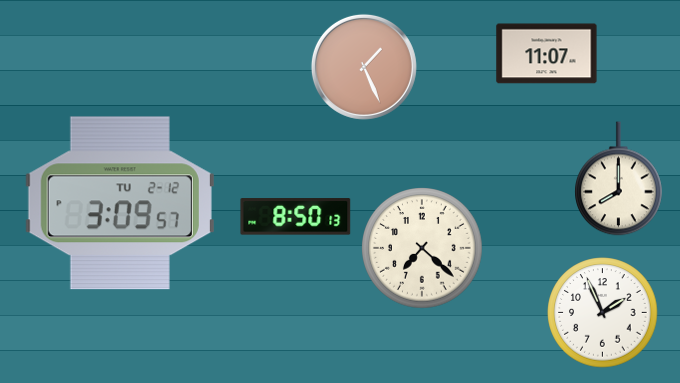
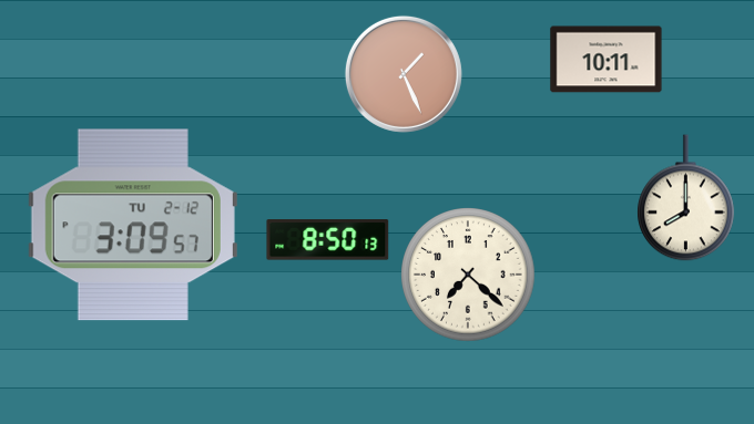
clock at (547, 54): 11:07 -> 10:11
clock at (603, 313): 1:56 -> none
